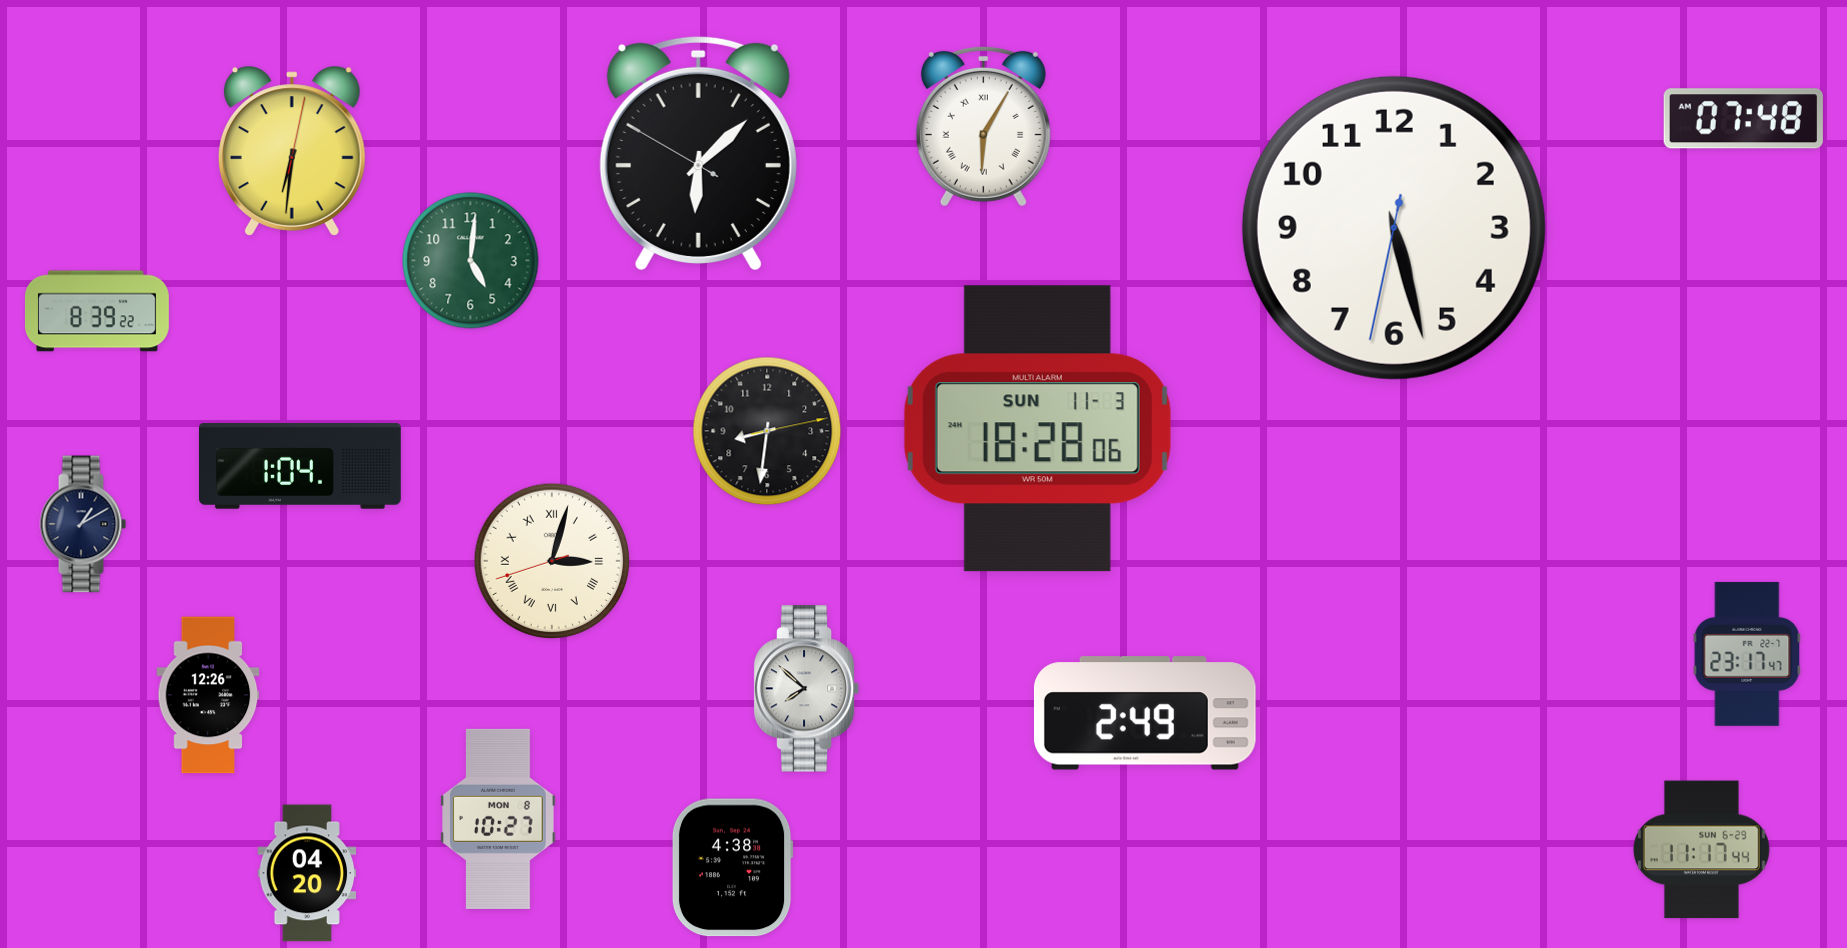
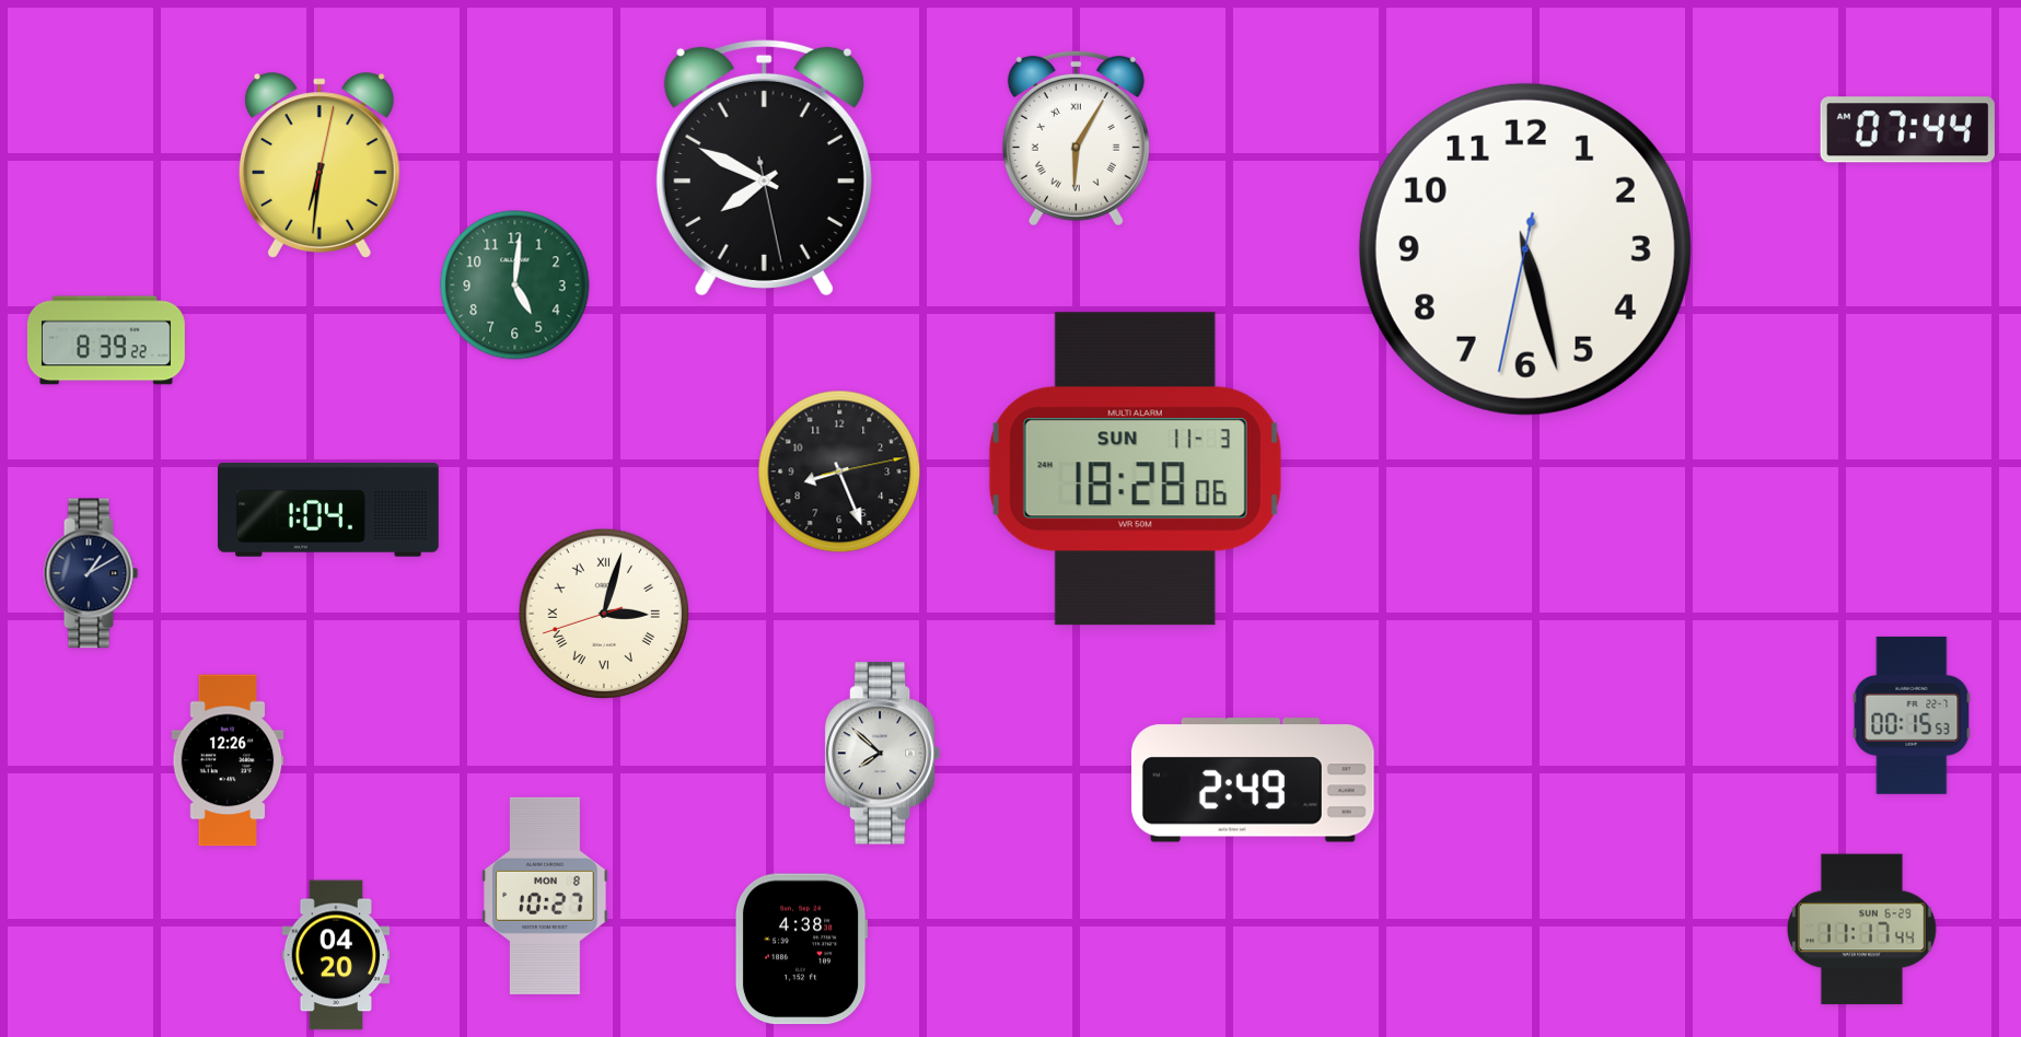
clock at (1743, 119): 07:48 -> 07:44
clock at (698, 153): 6:07 -> 7:49
clock at (767, 431): 8:31 -> 8:26
clock at (1747, 654): 23:17 -> 00:15
